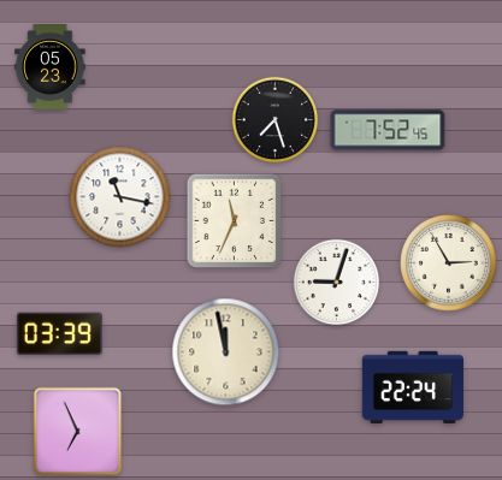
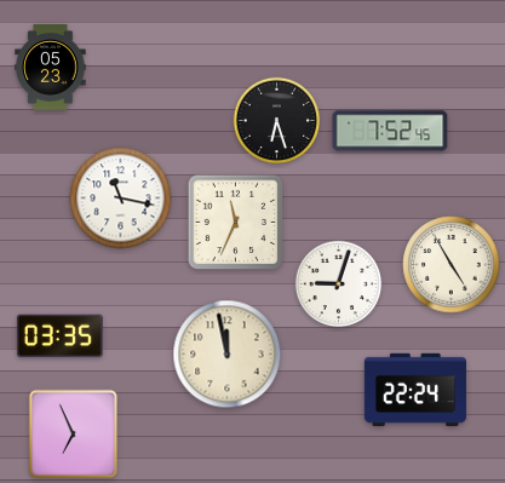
clock at (276, 120): 7:27 -> 6:27
clock at (449, 263): 2:55 -> 4:55
clock at (59, 334): 03:39 -> 03:35
clock at (78, 432) position: (78, 432) -> (74, 435)
